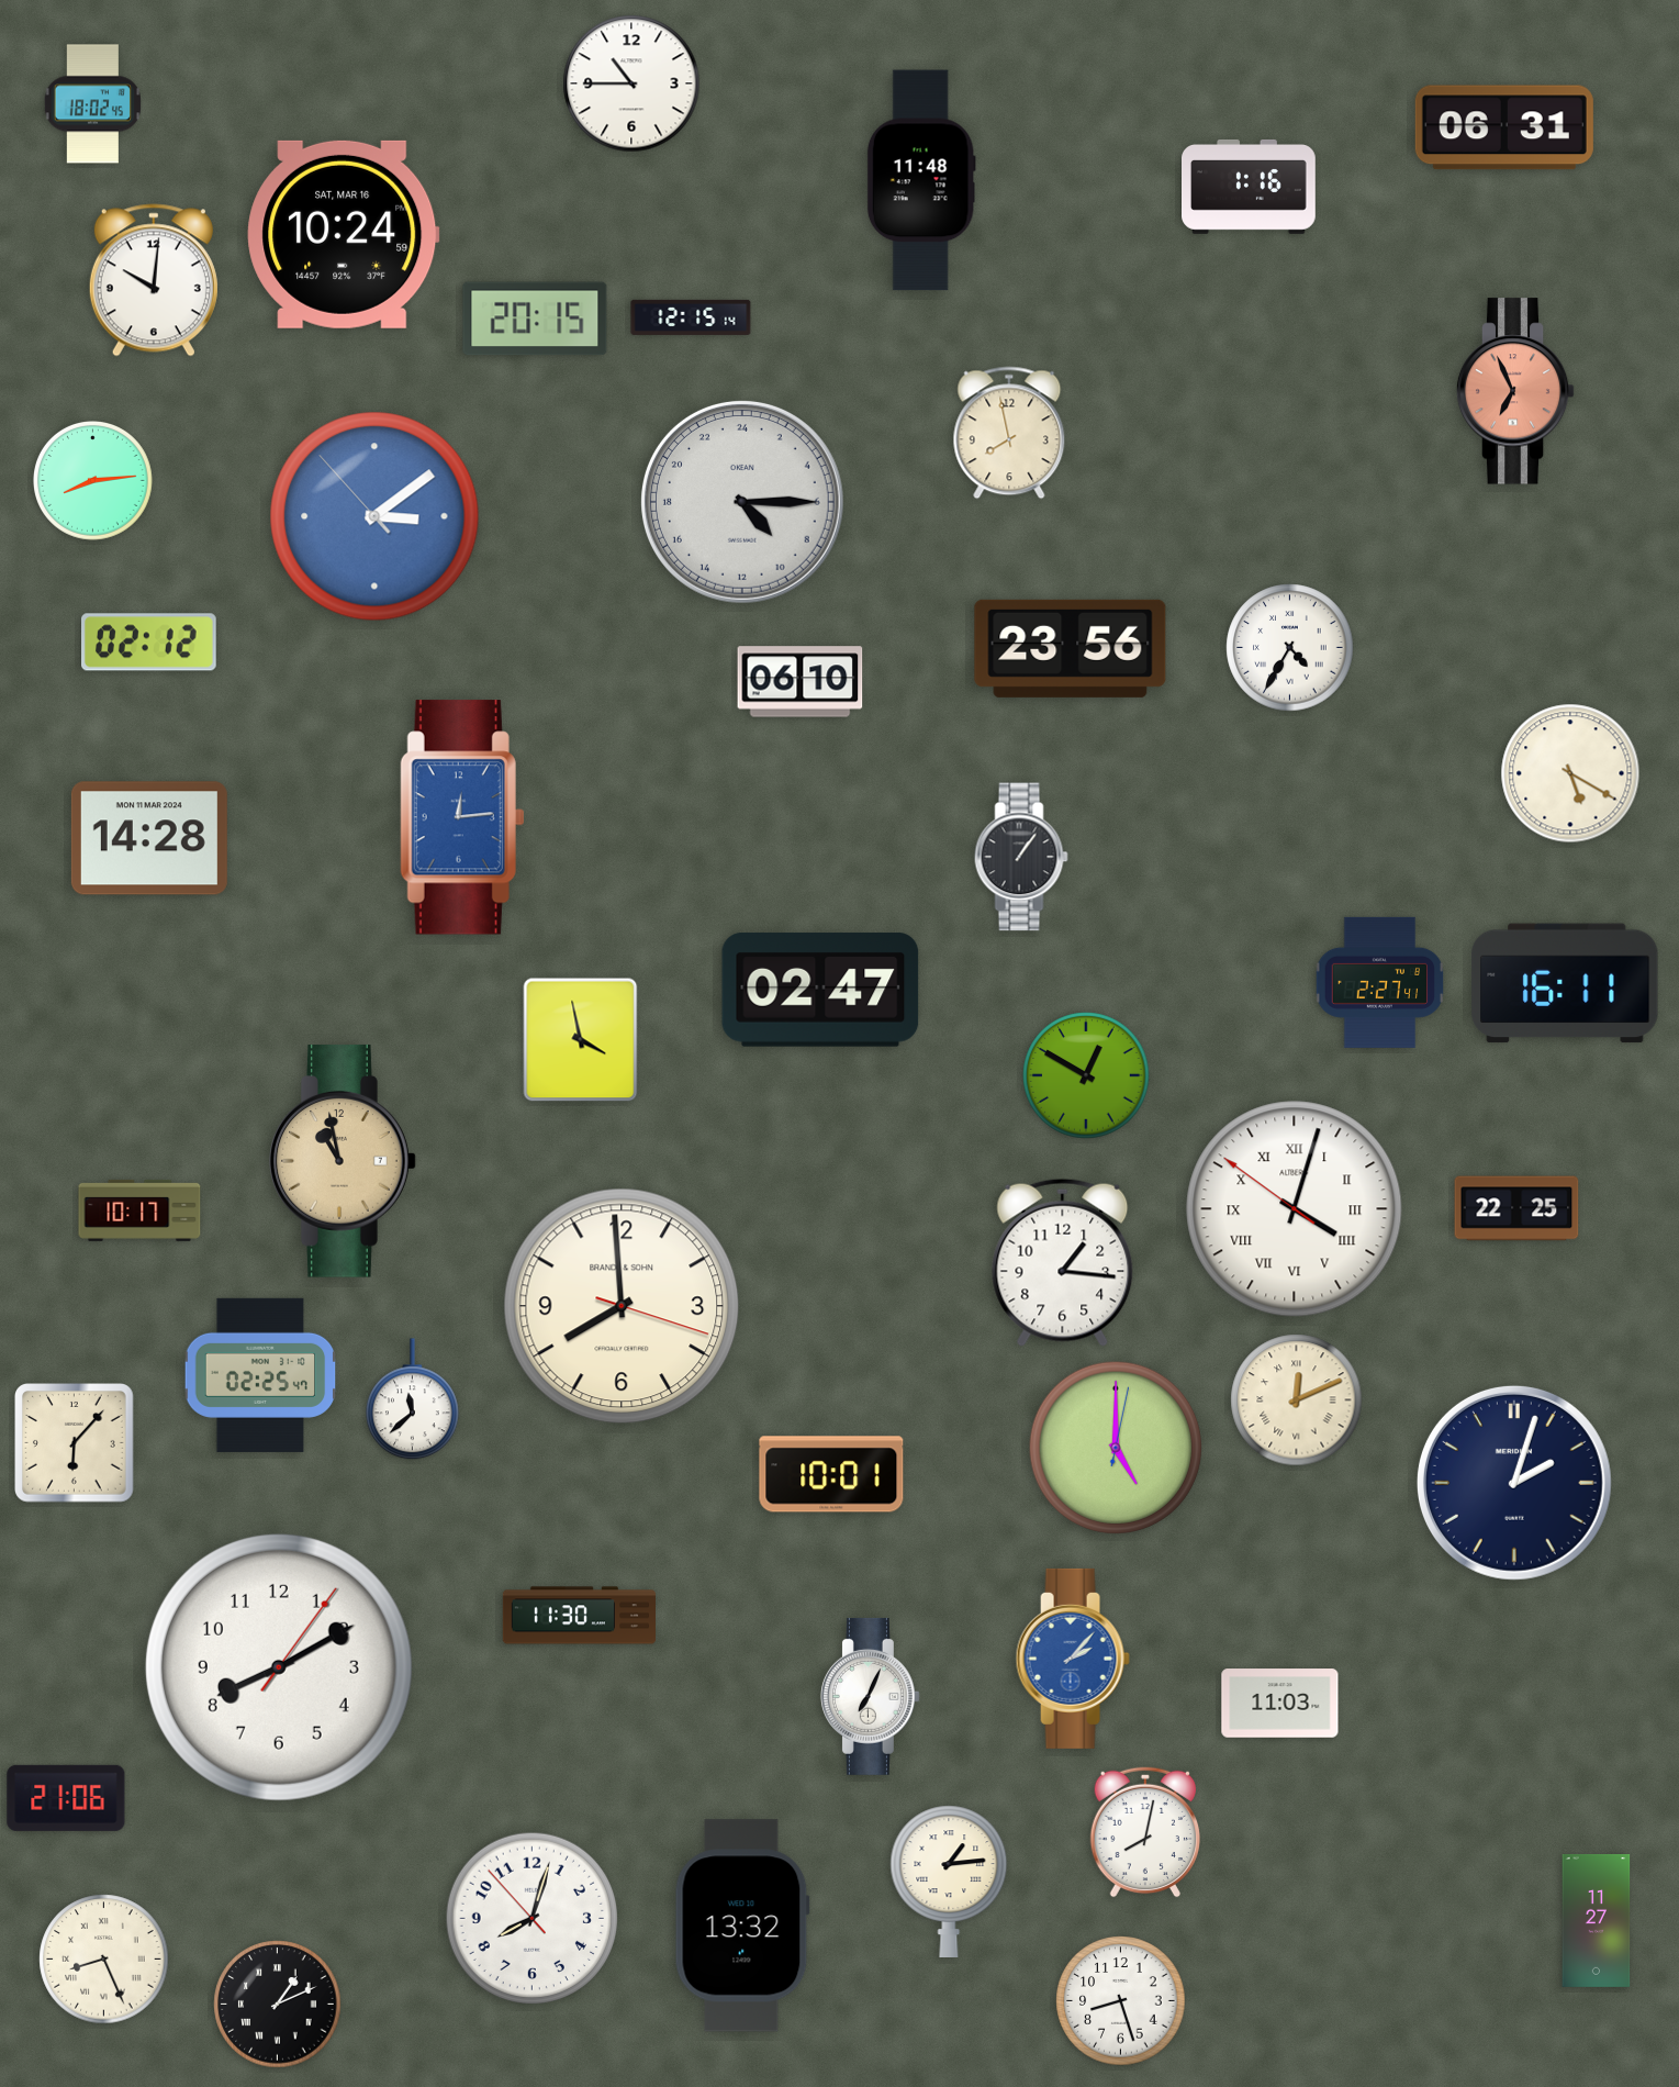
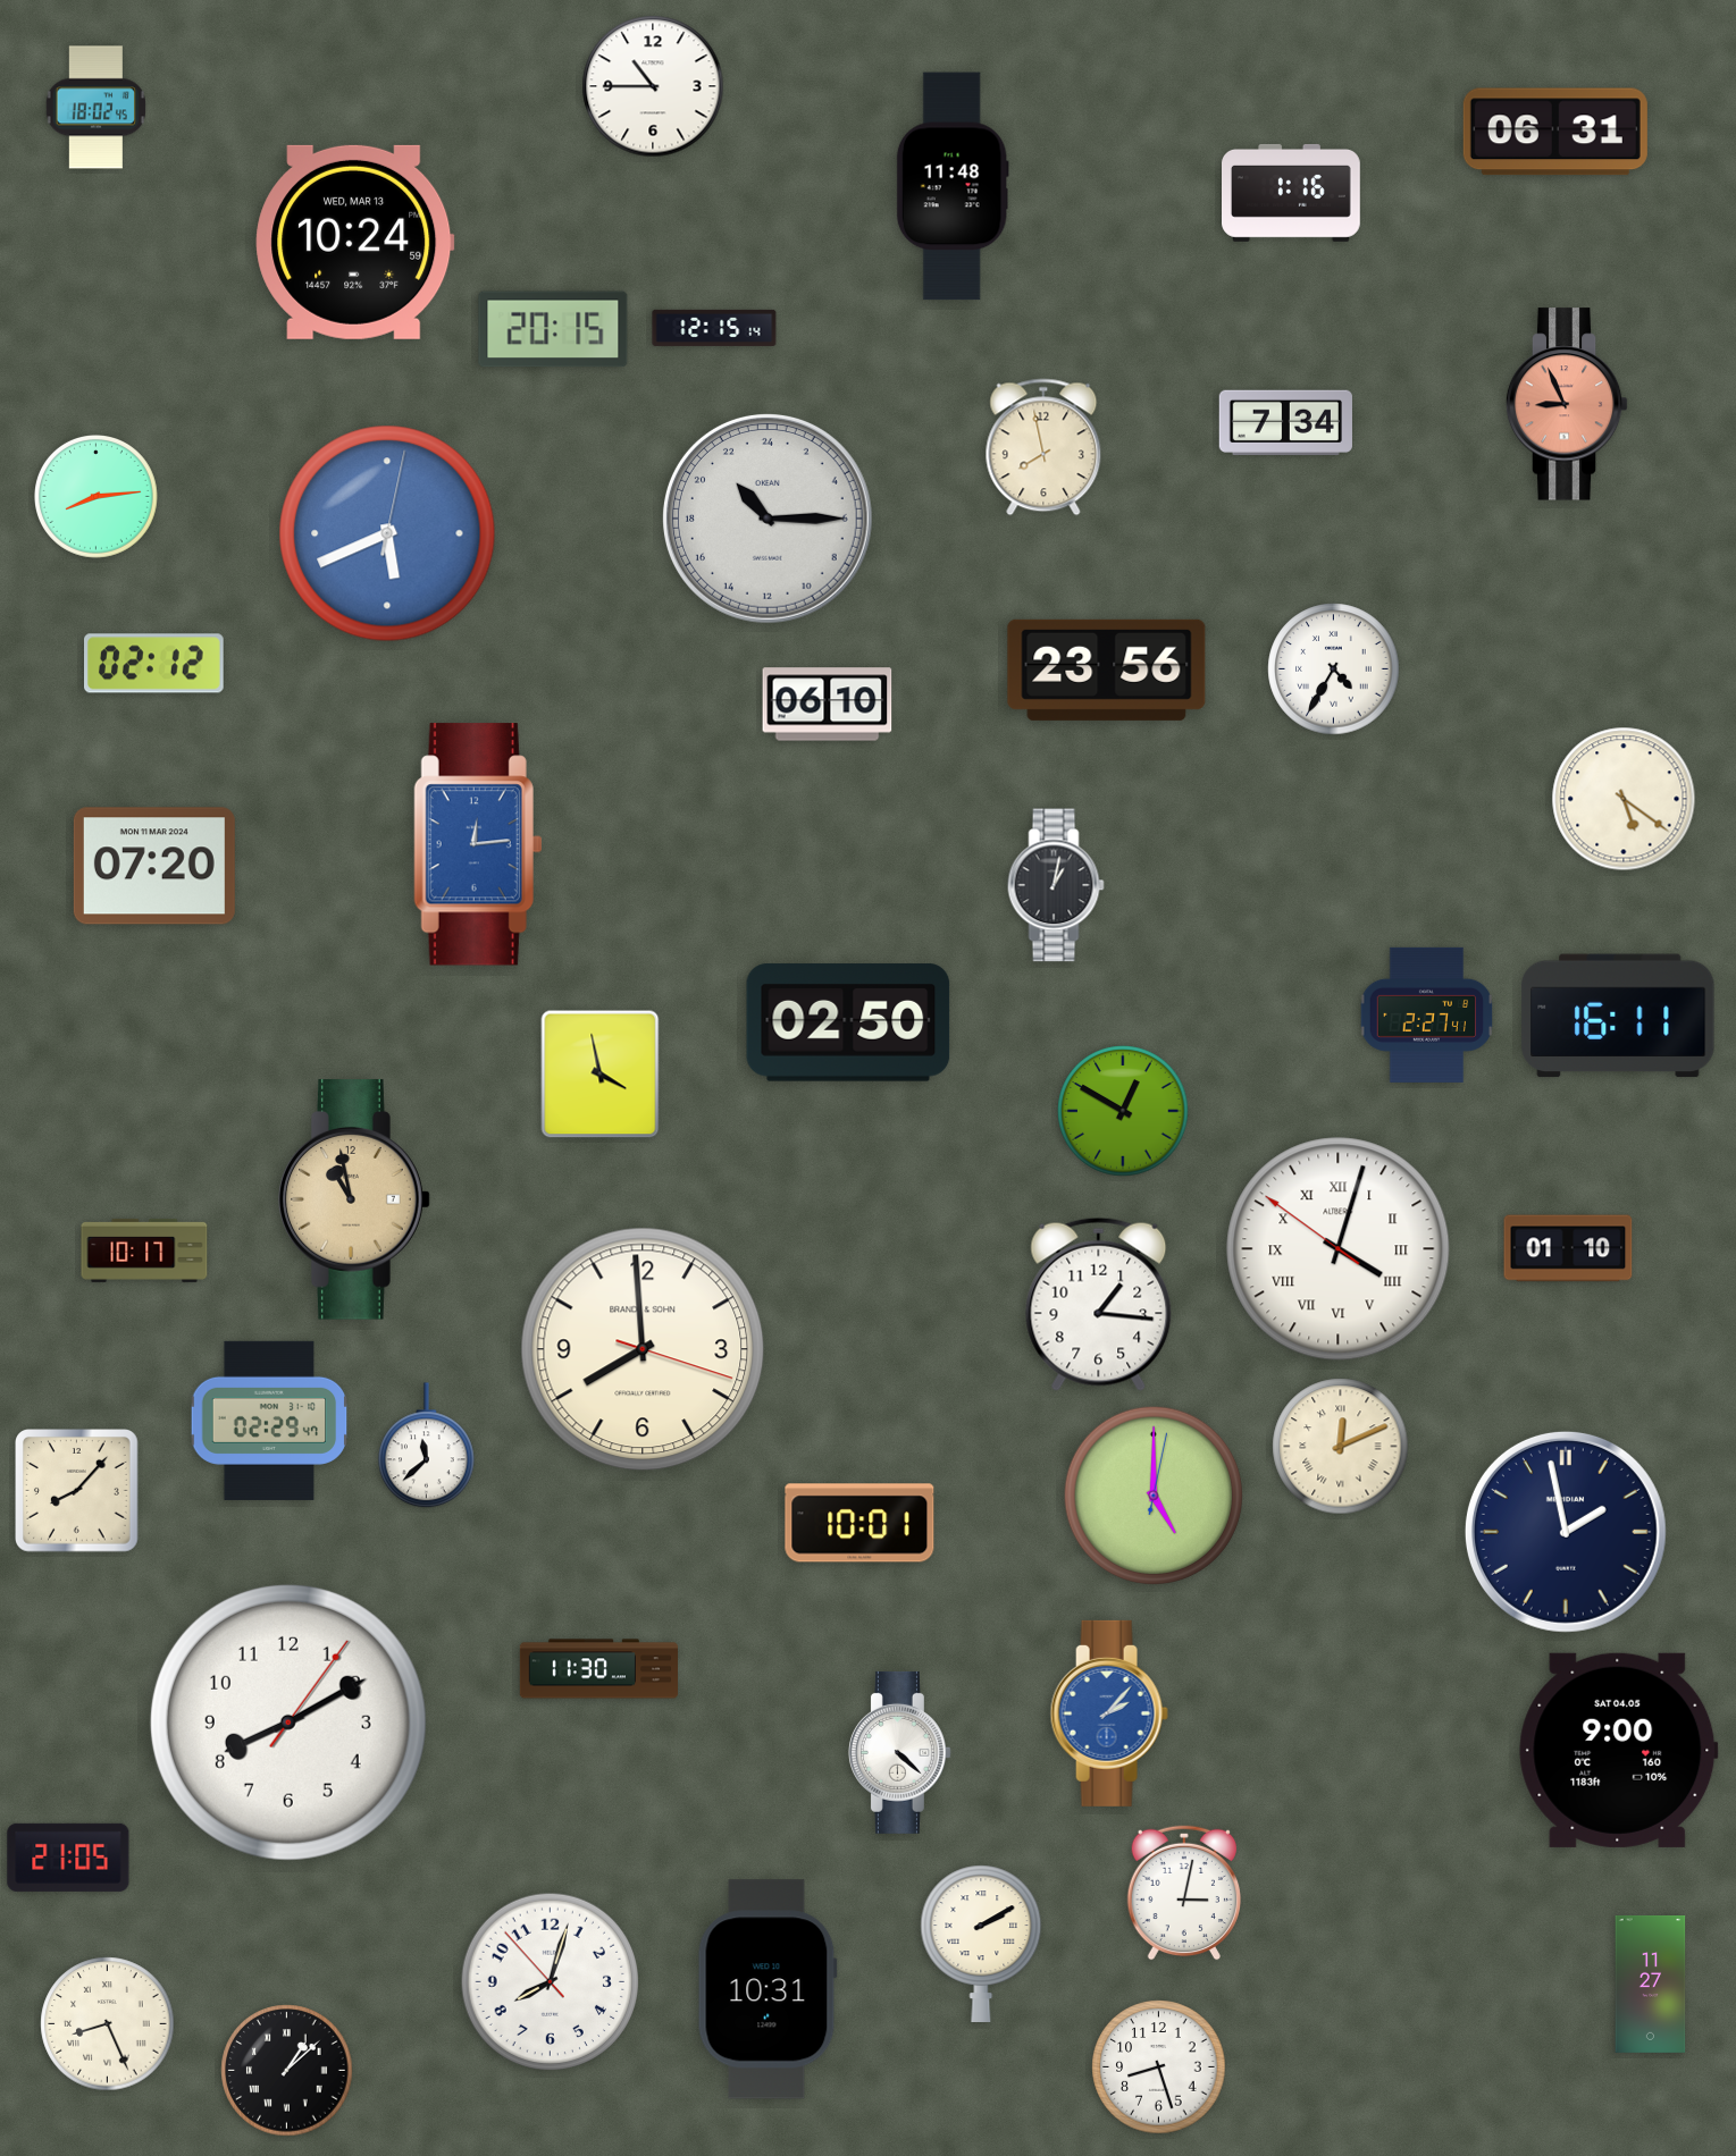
clock at (344, 234) date: SAT, MAR 16 -> WED, MAR 13
clock at (154, 280): 10:01 -> none
clock at (1515, 391): 6:56 -> 8:56
clock at (1285, 422): none -> 7:34
clock at (742, 502): 9:15 -> 21:15
clock at (374, 516): 3:08 -> 5:41
clock at (1570, 773): 5:20 -> 5:21
clock at (149, 838): 14:28 -> 07:20
clock at (1021, 857): 1:06 -> 1:02
clock at (820, 990): 02:47 -> 02:50
clock at (1516, 1208): 22:25 -> 01:10
clock at (260, 1375): 02:25 -> 02:29
clock at (75, 1443): 6:07 -> 8:07
clock at (1514, 1483): 2:03 -> 1:58
clock at (1619, 1750): none -> 9:00
clock at (870, 1696): 7:04 -> 4:22
clock at (1280, 1704): 11:03 -> none
clock at (66, 1798): 21:06 -> 21:05
clock at (1144, 1832): 8:02 -> 3:02
clock at (949, 1880): 1:14 -> 2:10
clock at (742, 1926): 13:32 -> 10:31
clock at (278, 2005): 1:11 -> 1:08
